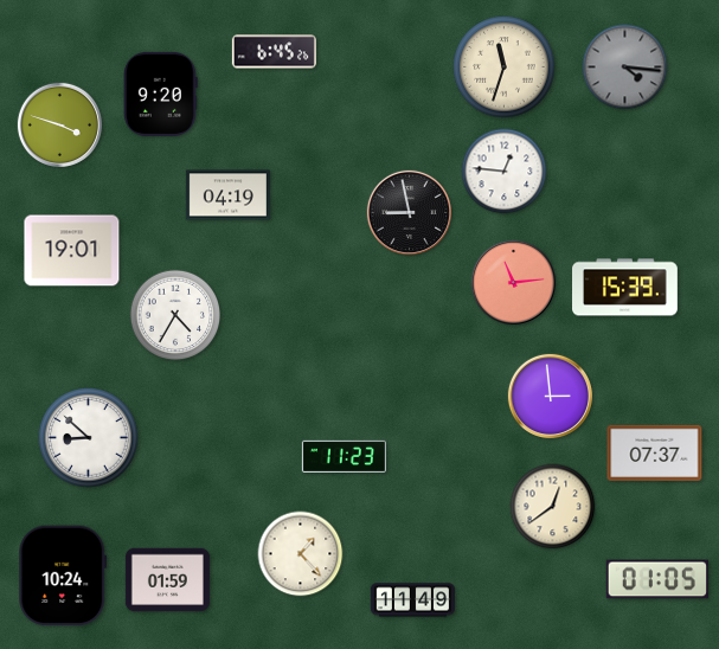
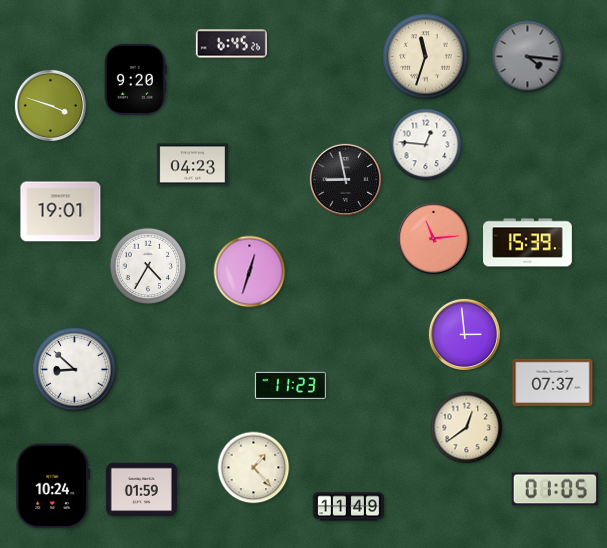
clock at (227, 195): 04:19 -> 04:23
clock at (250, 272): none -> 12:33
